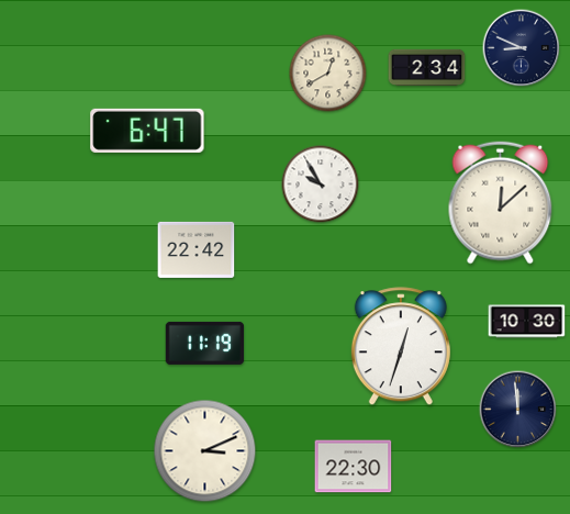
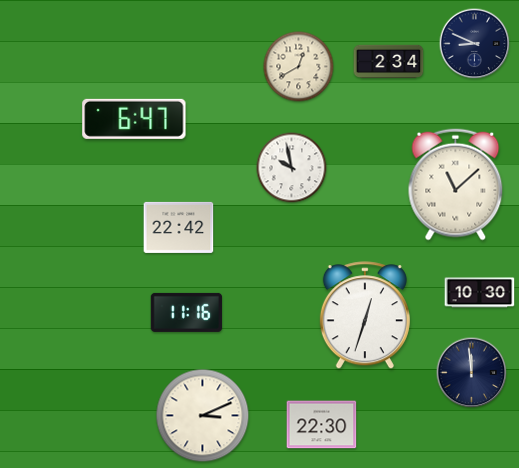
clock at (321, 185): 9:55 -> 9:58
clock at (501, 203): 12:08 -> 11:08
clock at (205, 343): 11:19 -> 11:16
clock at (205, 451) position: (205, 451) -> (203, 416)
